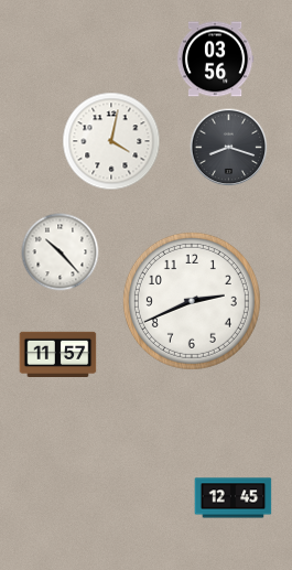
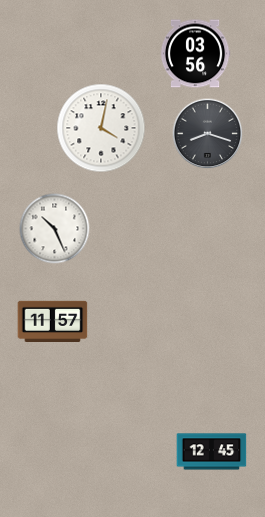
clock at (61, 252): 10:23 -> 10:26
clock at (192, 301): 2:41 -> none
